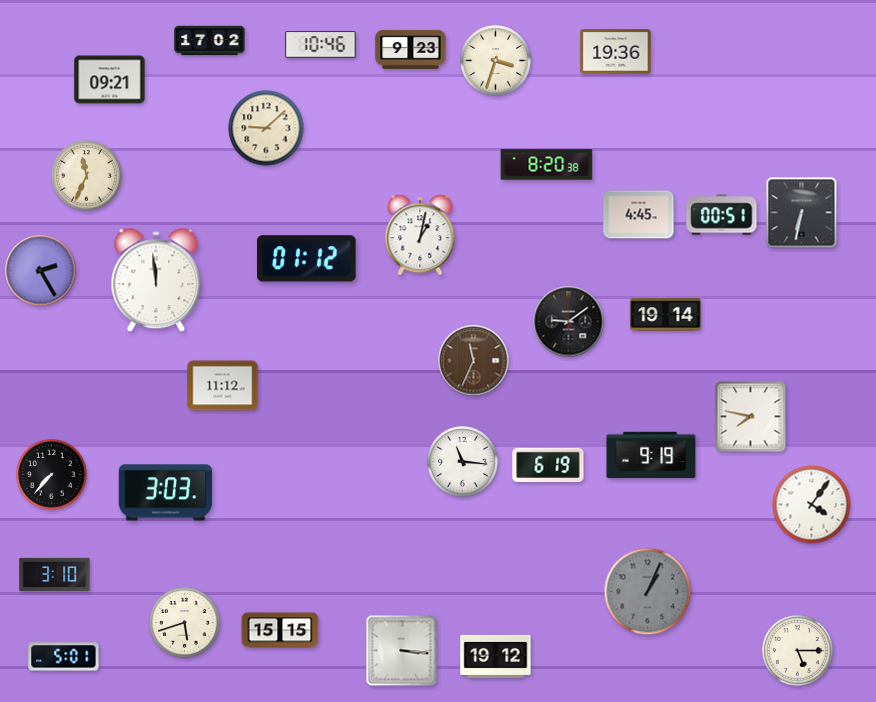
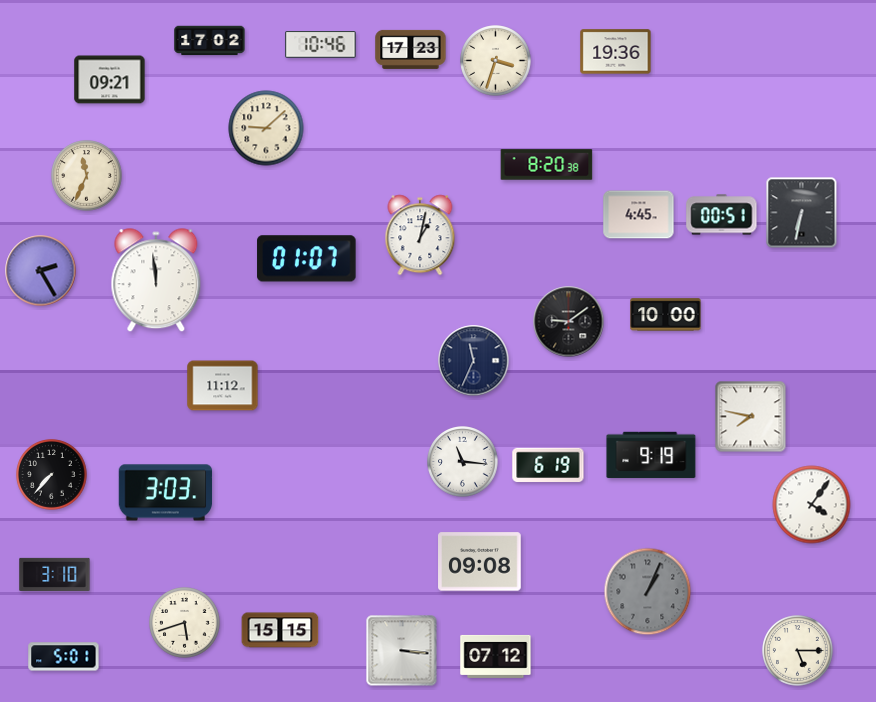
clock at (411, 49): 9:23 -> 17:23
clock at (307, 259): 01:12 -> 01:07
clock at (666, 315): 19:14 -> 10:00
clock at (474, 361) dial: brown -> navy
clock at (480, 562): none -> 09:08
clock at (496, 656): 19:12 -> 07:12
